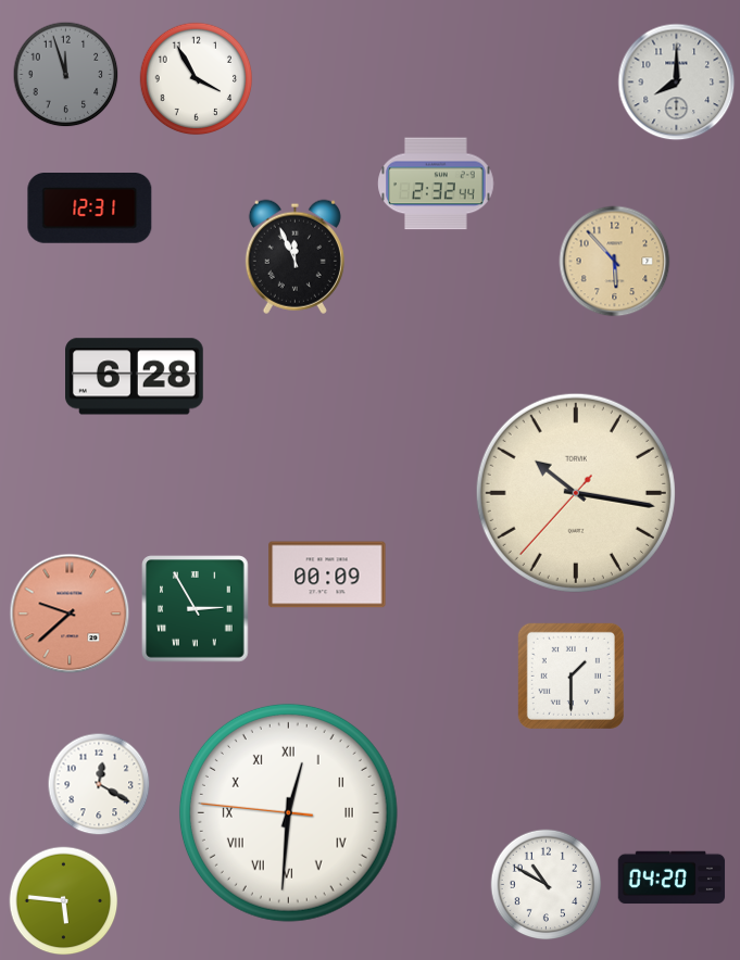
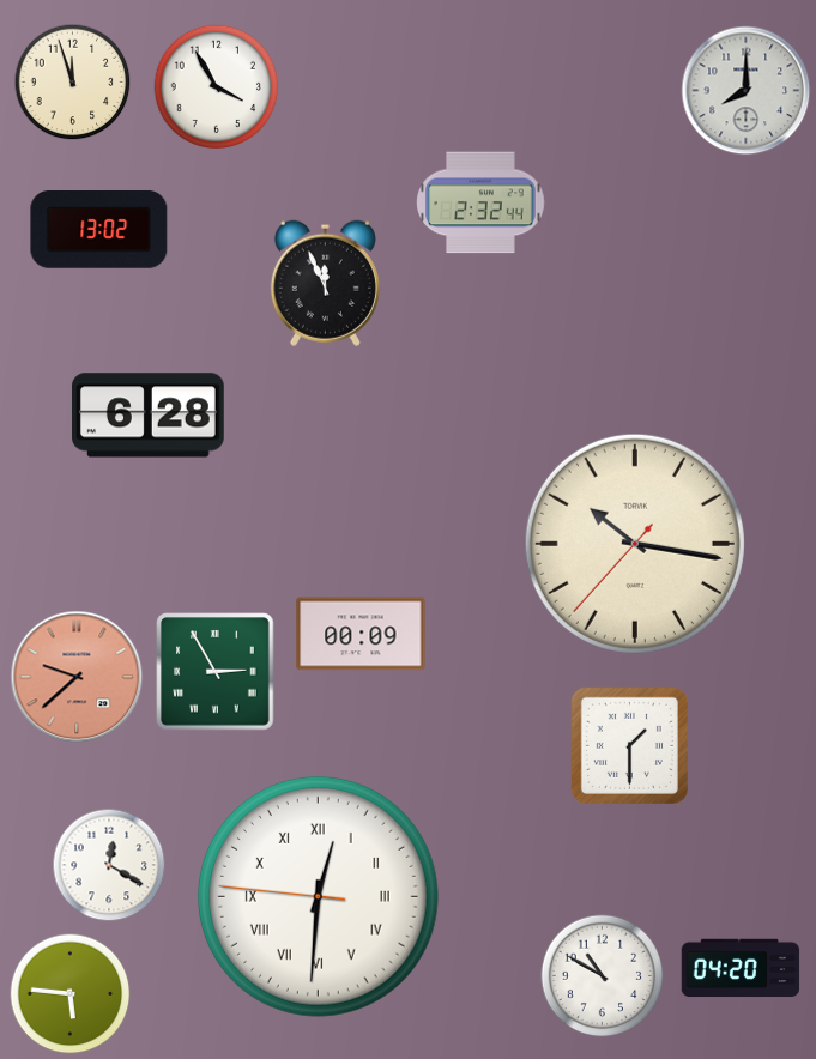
clock at (66, 75) dial: grey -> cream
clock at (90, 209): 12:31 -> 13:02
clock at (615, 262): 5:53 -> none
